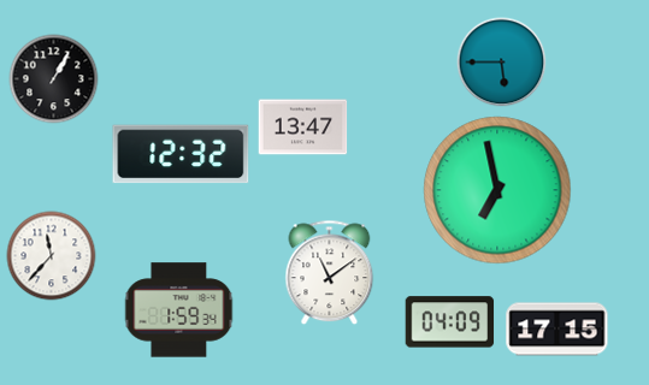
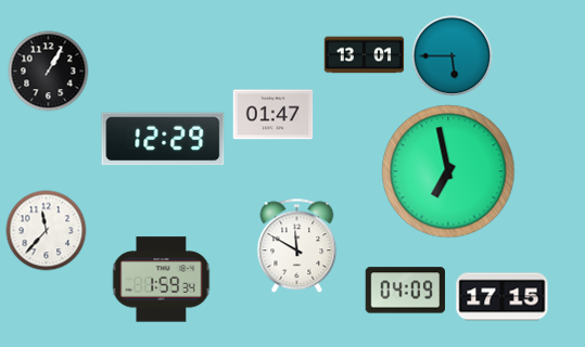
clock at (365, 55): none -> 13:01
clock at (303, 128): 13:47 -> 01:47
clock at (181, 154): 12:32 -> 12:29
clock at (330, 273): 11:09 -> 11:50
